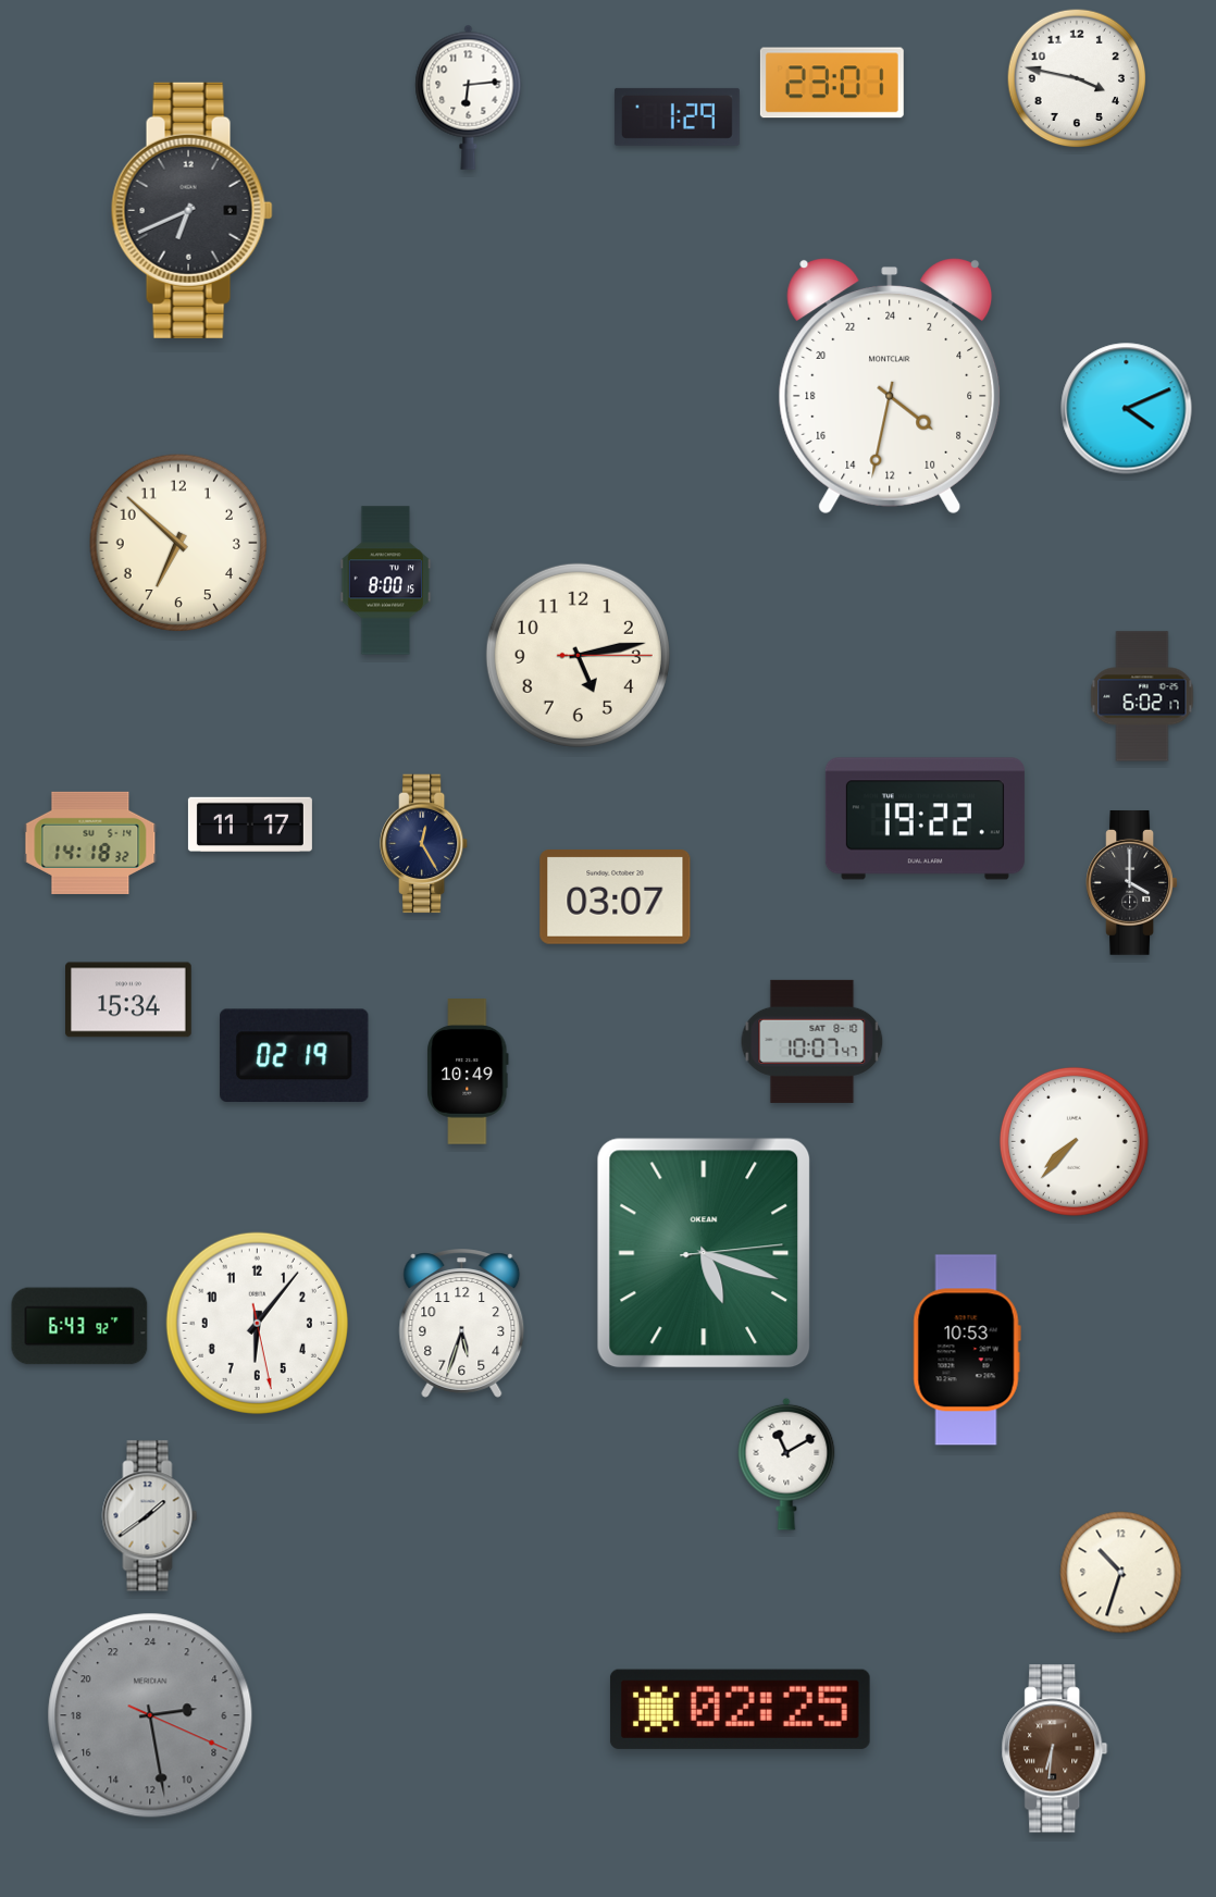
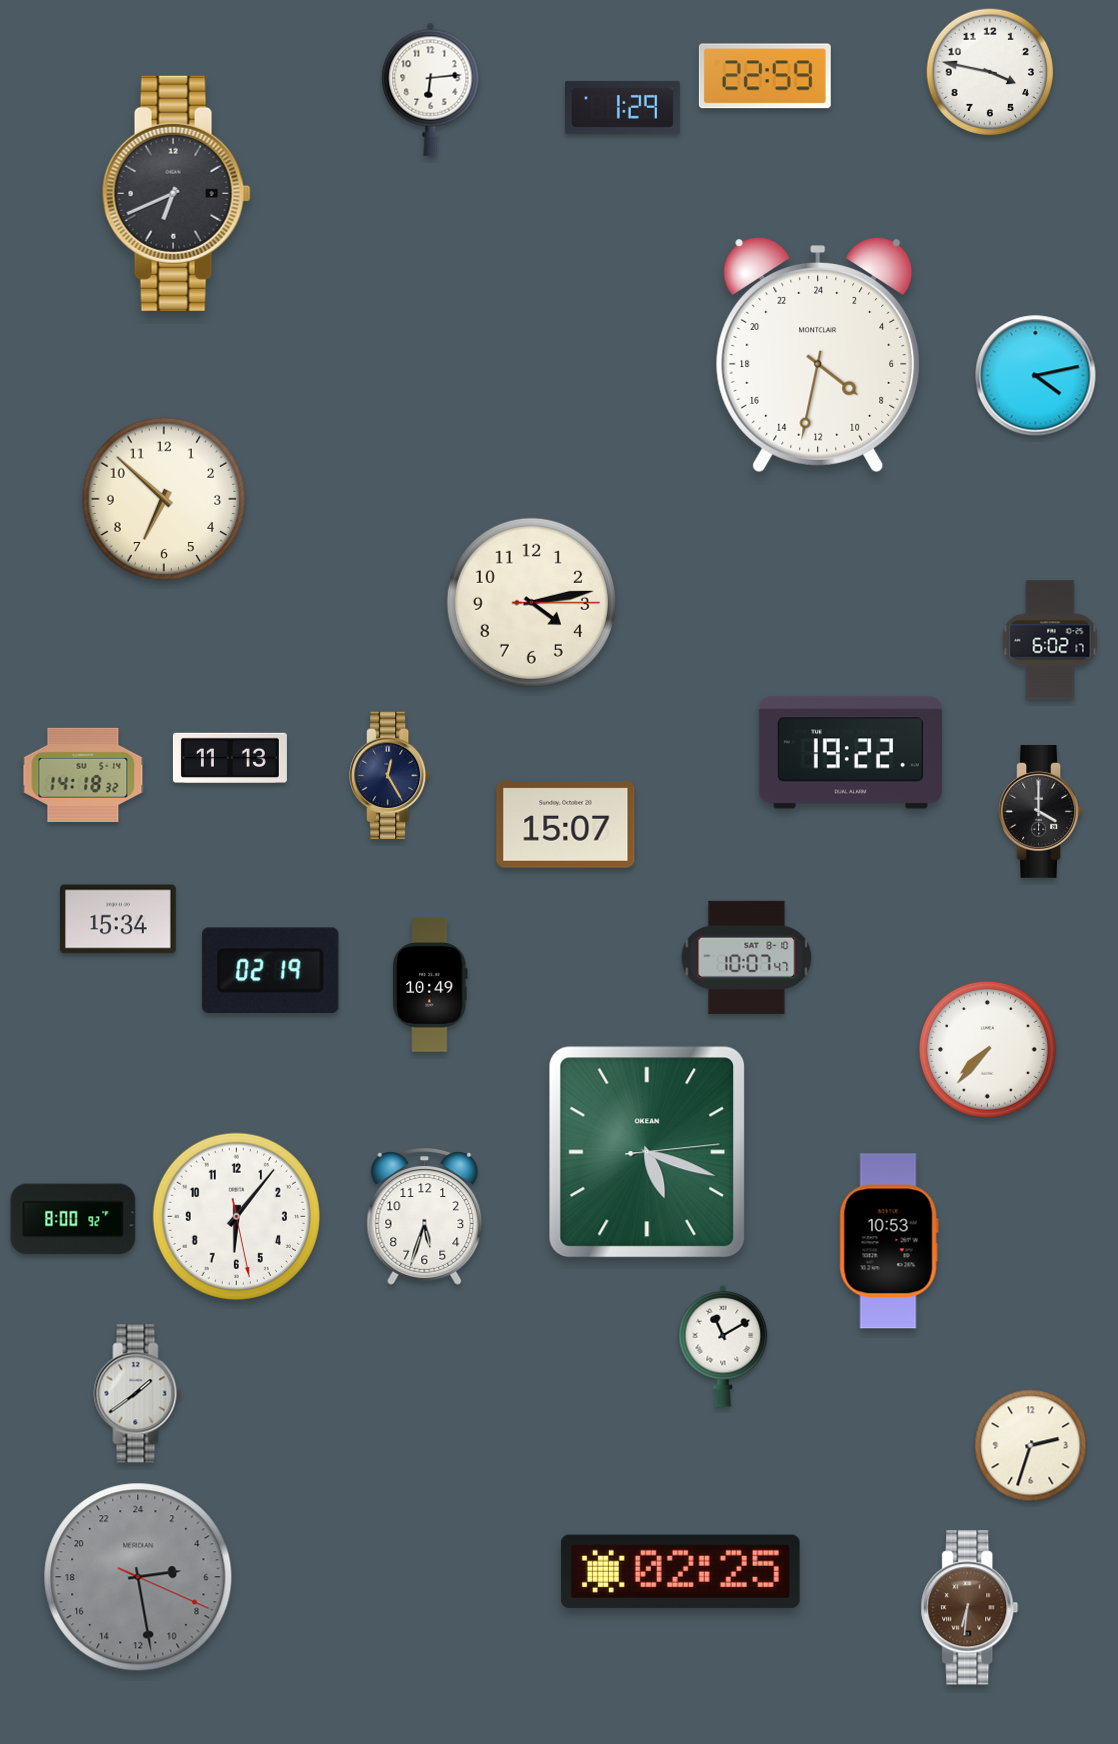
clock at (832, 83): 23:01 -> 22:59
clock at (1127, 409): 4:11 -> 4:13
clock at (386, 581): 8:00 -> none
clock at (578, 655): 5:13 -> 4:13
clock at (250, 823): 11:17 -> 11:13
clock at (616, 897): 03:07 -> 15:07
clock at (79, 1326): 6:43 -> 8:00
clock at (1121, 1573): 10:33 -> 2:33
